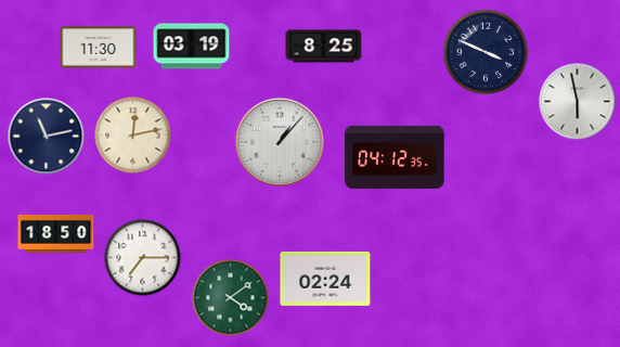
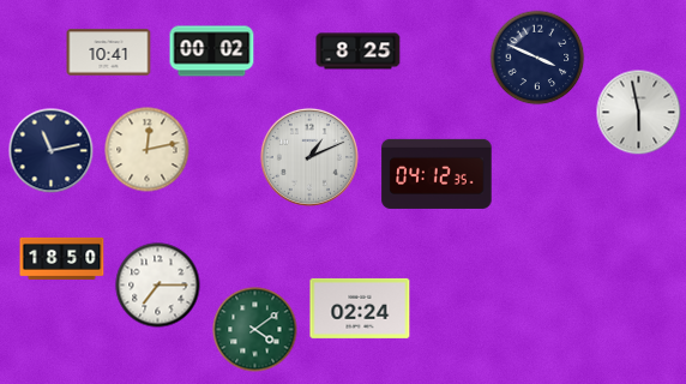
clock at (192, 47): 03:19 -> 00:02
clock at (99, 48): 11:30 -> 10:41
clock at (280, 142): 1:07 -> 1:11
